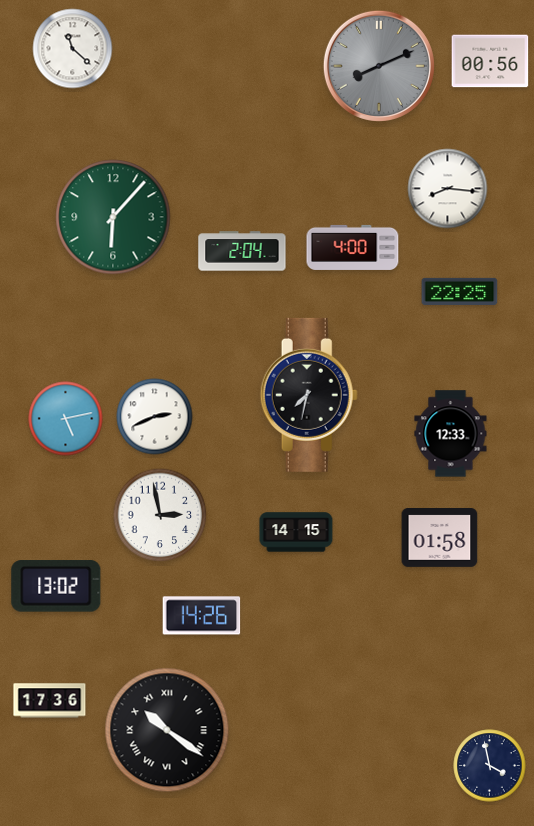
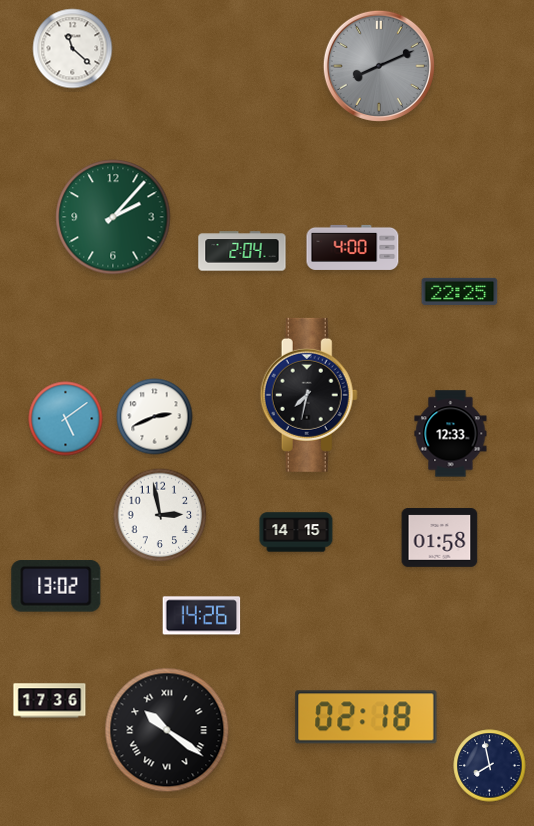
clock at (490, 61): 00:56 -> none
clock at (448, 189): 8:16 -> none
clock at (113, 217): 6:07 -> 2:07
clock at (66, 419): 5:13 -> 5:09
clock at (366, 717): none -> 02:18
clock at (490, 766): 3:58 -> 7:58
